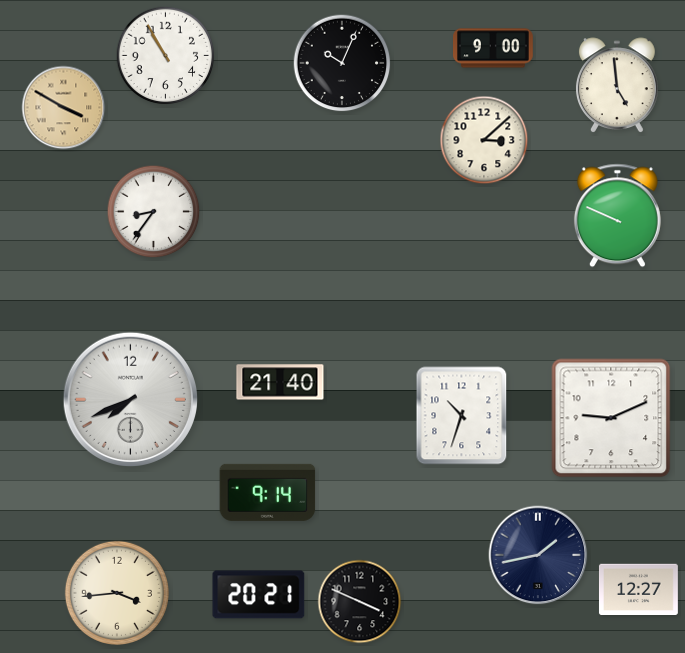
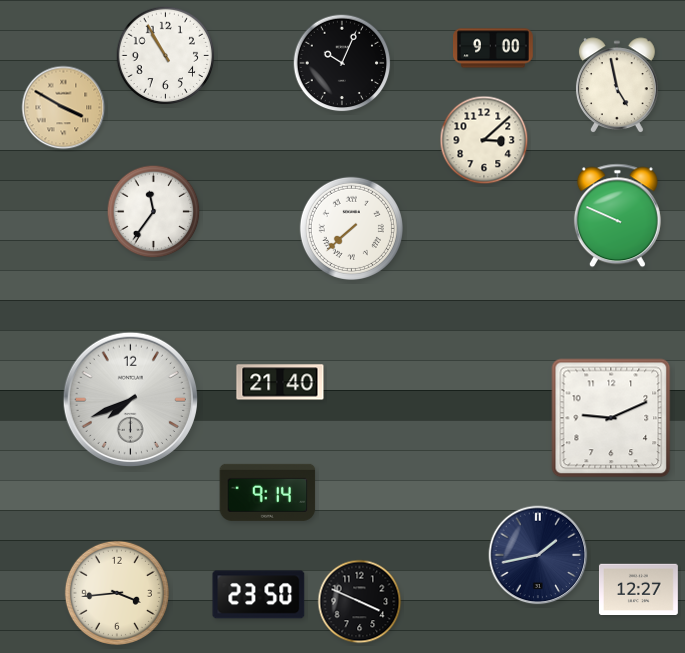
clock at (617, 85): 4:59 -> 4:58
clock at (154, 212): 8:36 -> 11:36
clock at (351, 228): none -> 7:38
clock at (462, 416): 10:33 -> none
clock at (259, 595): 20:21 -> 23:50
